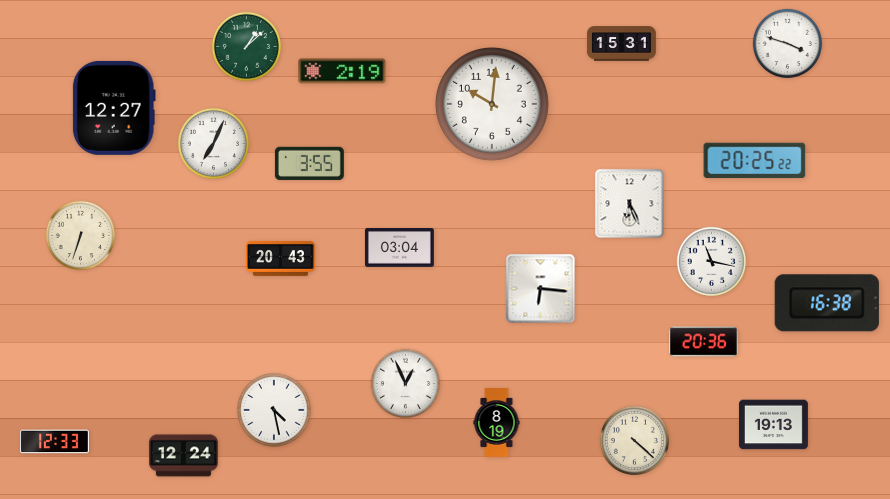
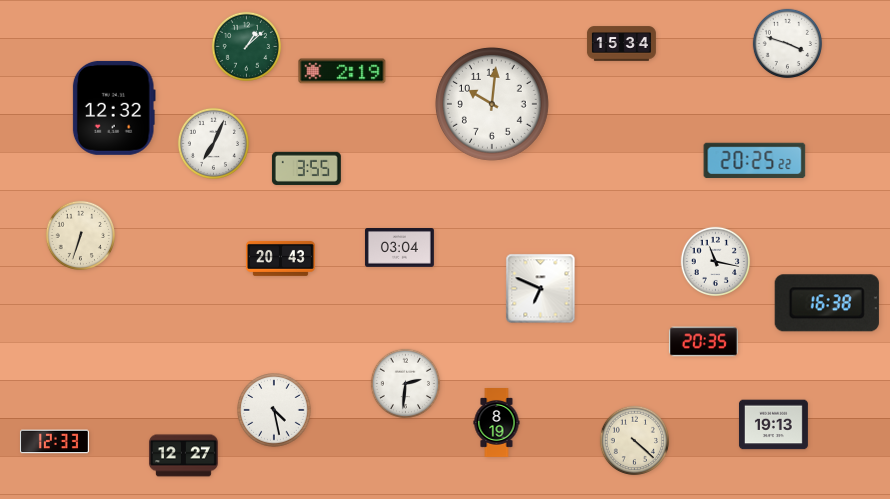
clock at (621, 44): 15:31 -> 15:34
clock at (114, 108): 12:27 -> 12:32
clock at (309, 163) position: (309, 163) -> (306, 168)
clock at (630, 204): 6:26 -> none
clock at (712, 262) position: (712, 262) -> (716, 262)
clock at (541, 289): 6:16 -> 6:49
clock at (703, 342): 20:36 -> 20:35
clock at (406, 384): 12:56 -> 2:31
clock at (183, 456): 12:24 -> 12:27
